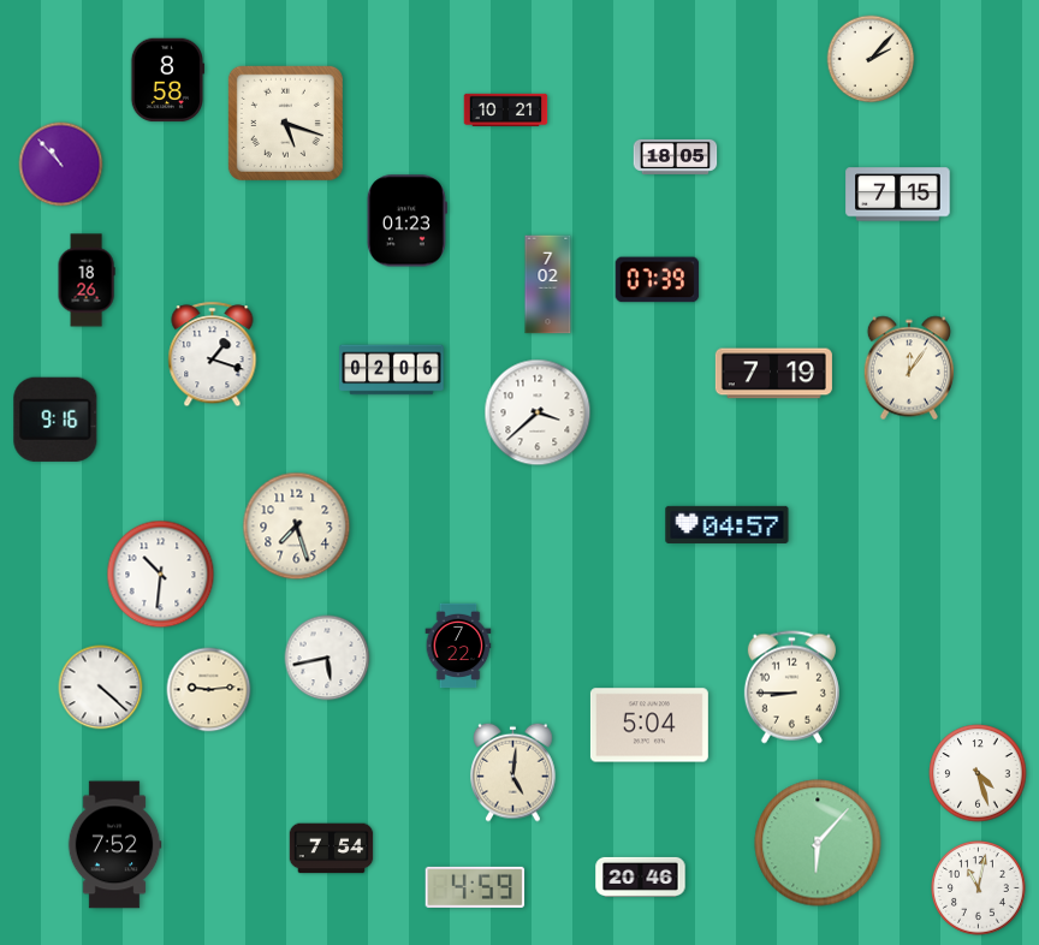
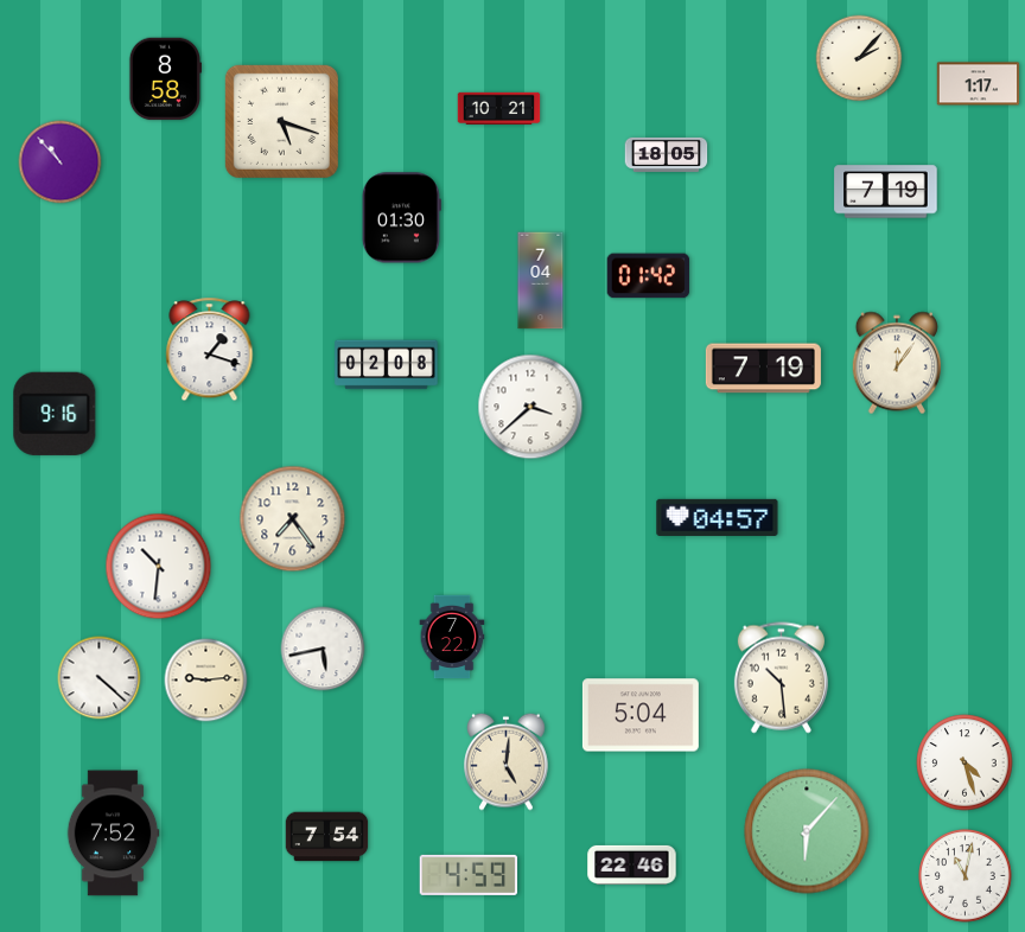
clock at (979, 84): none -> 1:17
clock at (898, 195): 7:15 -> 7:19
clock at (406, 221): 01:23 -> 01:30
clock at (87, 280): 18:26 -> none
clock at (658, 280): 07:39 -> 01:42
clock at (548, 285): 7:02 -> 7:04
clock at (392, 370): 02:06 -> 02:08
clock at (297, 527): 7:27 -> 7:24
clock at (791, 688): 8:45 -> 10:29
clock at (641, 876): 20:46 -> 22:46
